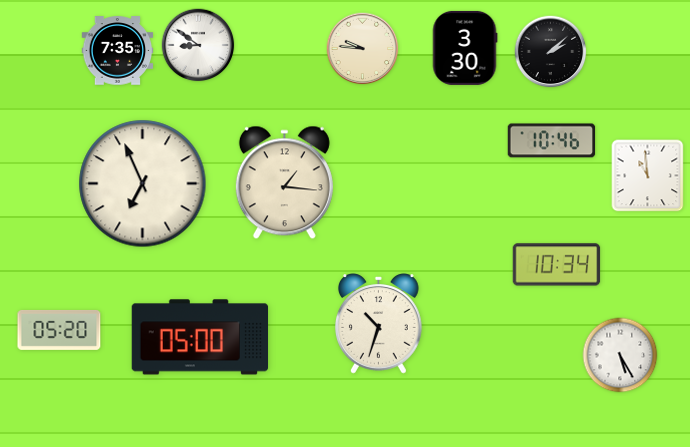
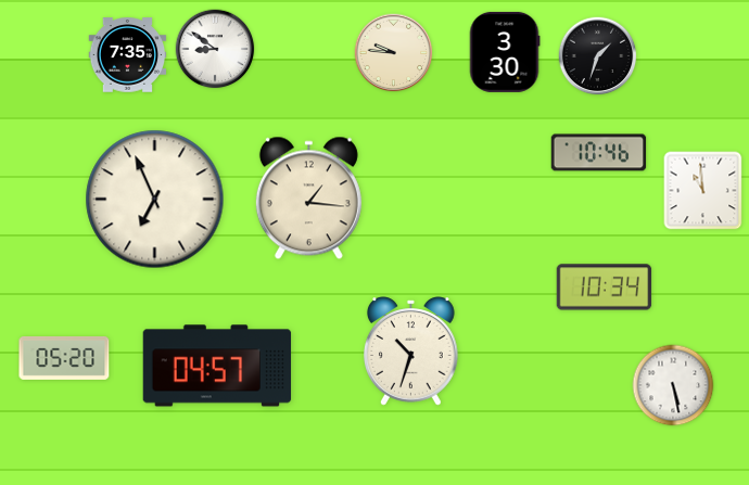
clock at (551, 52): 2:08 -> 1:33
clock at (200, 337): 05:00 -> 04:57
clock at (620, 355): 5:25 -> 5:28
